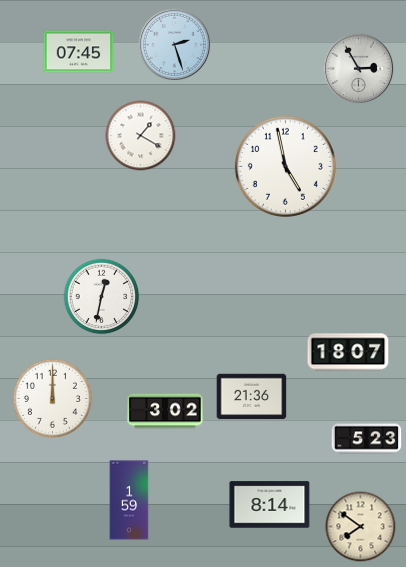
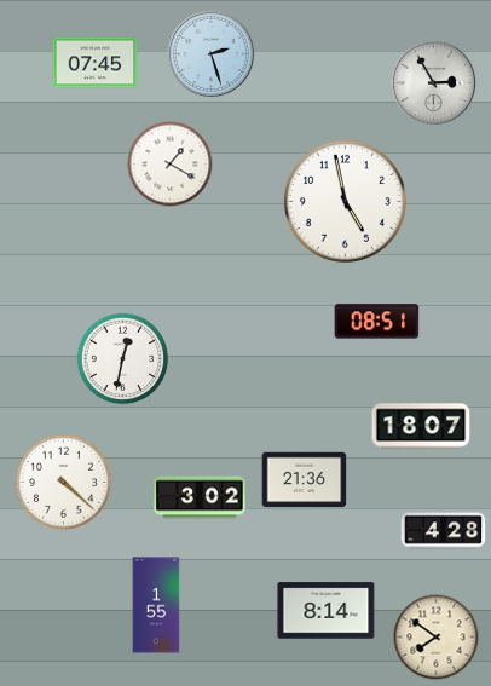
clock at (377, 322): none -> 08:51
clock at (52, 398): 12:00 -> 4:22
clock at (367, 439): 5:23 -> 4:28
clock at (129, 500): 1:59 -> 1:55
